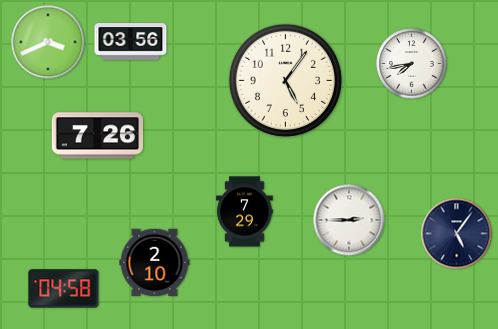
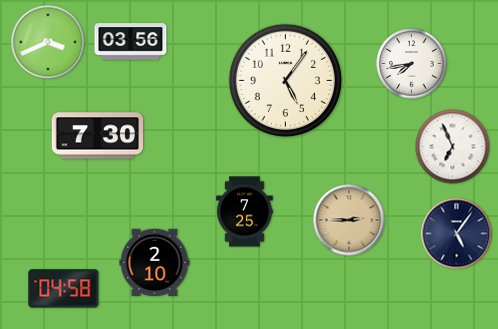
clock at (97, 136): 7:26 -> 7:30
clock at (453, 147): none -> 6:56
clock at (245, 212): 7:29 -> 7:25
clock at (349, 220) dial: white -> champagne
